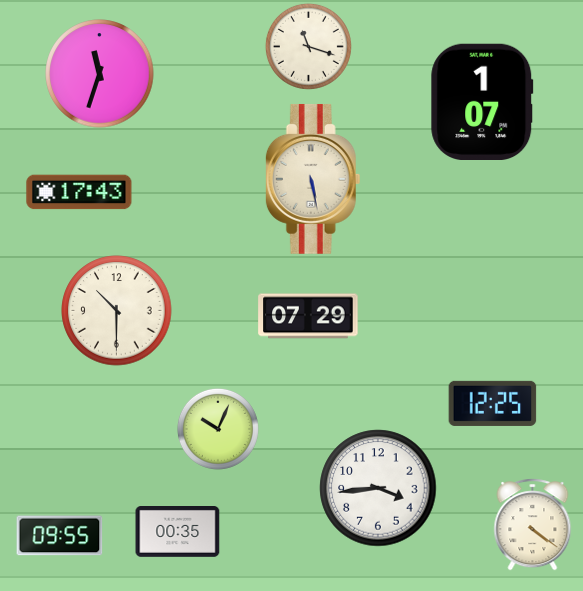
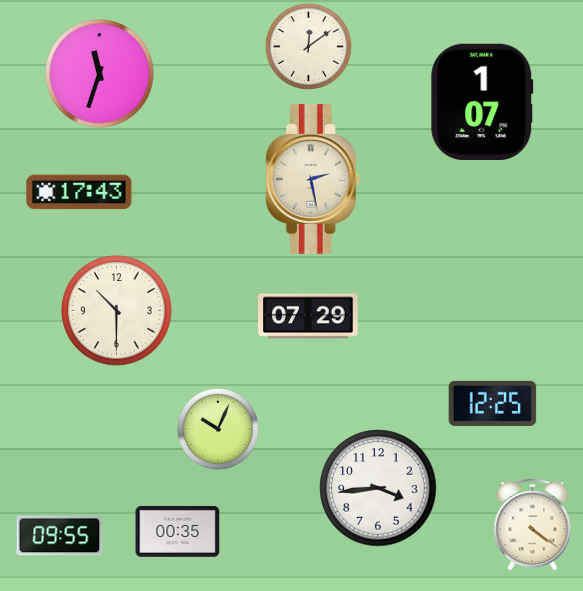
clock at (308, 46): 11:18 -> 12:09
clock at (313, 179): 5:28 -> 2:28
